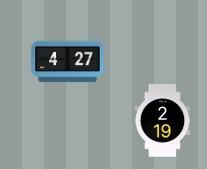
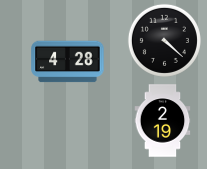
clock at (164, 40): none -> 4:22
clock at (68, 62): 4:27 -> 4:28
